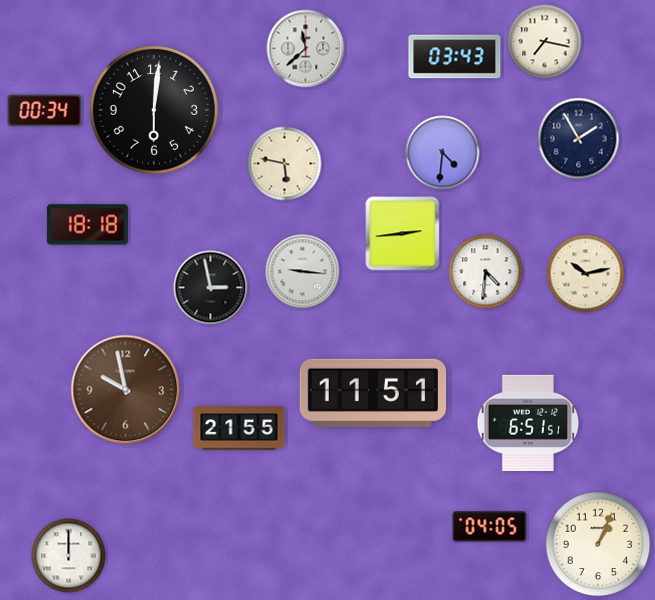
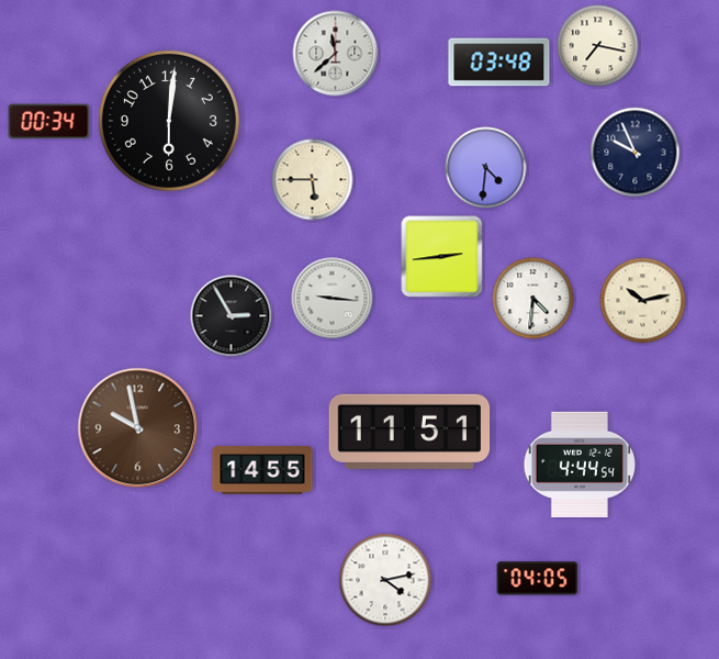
clock at (455, 57): 03:43 -> 03:48
clock at (579, 139): 1:55 -> 9:56
clock at (285, 164): 5:47 -> 5:45
clock at (87, 225): 18:18 -> none
clock at (211, 288): 2:58 -> 2:55
clock at (528, 423): 6:51 -> 4:44
clock at (239, 428): 21:55 -> 14:55
clock at (385, 580): none -> 4:13
clock at (598, 544): 1:04 -> none
clock at (69, 556): 12:00 -> none
